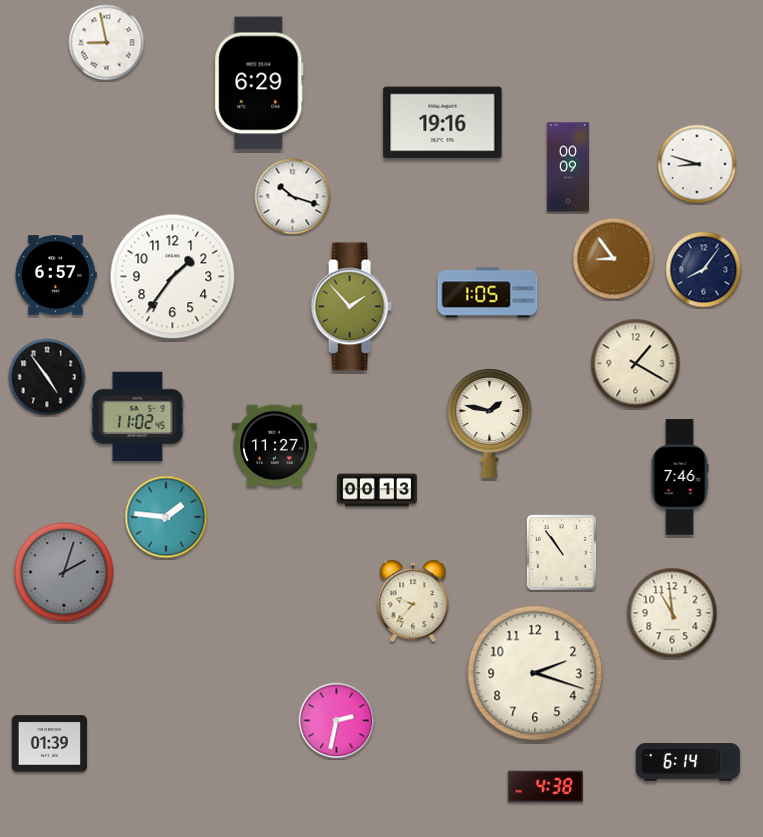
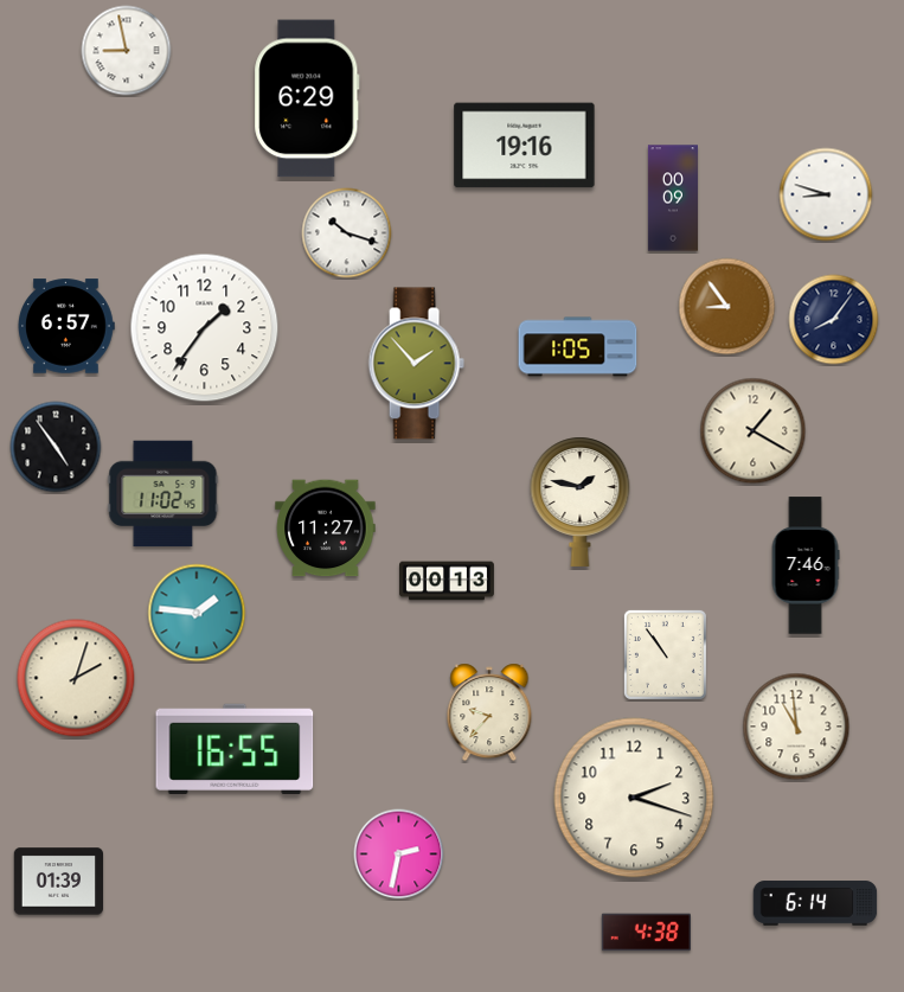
clock at (64, 572) dial: grey -> cream
clock at (235, 749): none -> 16:55
